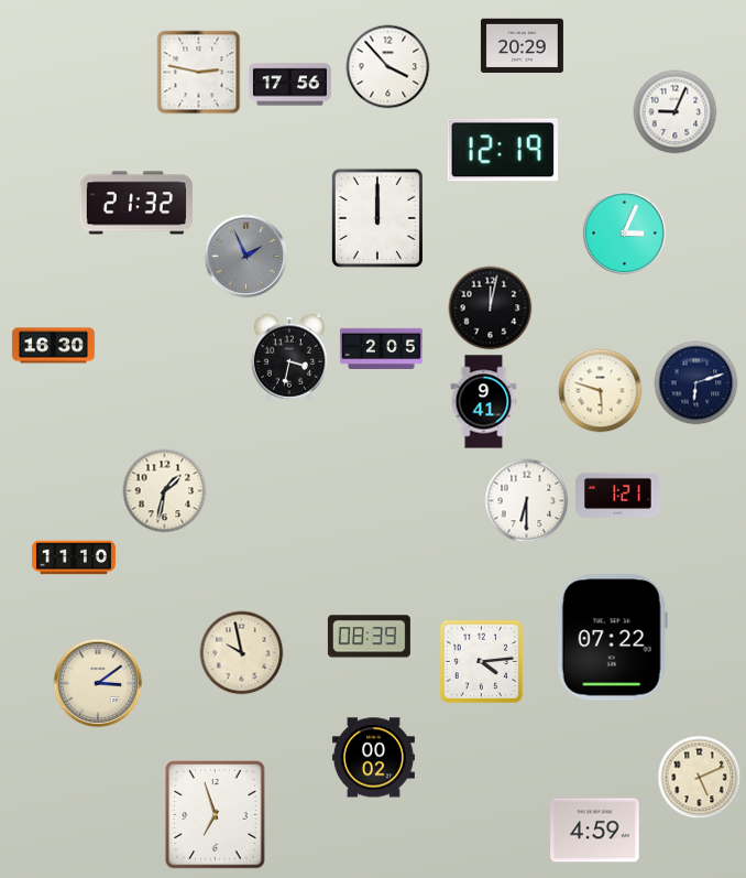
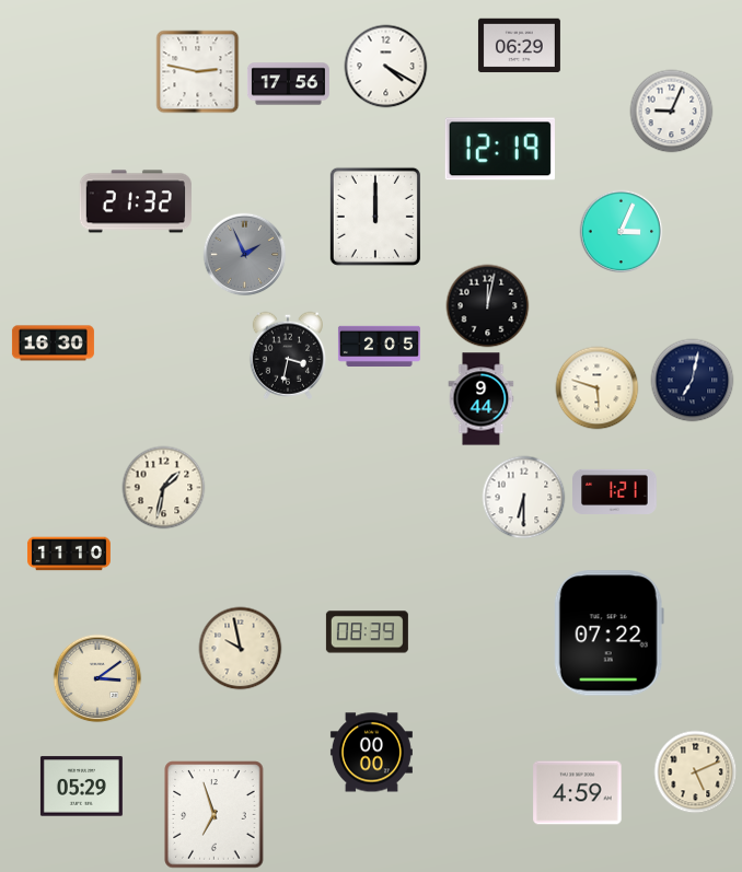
clock at (522, 46): 20:29 -> 06:29
clock at (388, 67): 3:53 -> 4:20
clock at (696, 383): 6:12 -> 7:02
clock at (484, 402): 9:41 -> 9:44
clock at (74, 557) position: (74, 557) -> (69, 554)
clock at (482, 662): 4:14 -> none
clock at (373, 758): 00:02 -> 00:00
clock at (81, 787): none -> 05:29
clock at (216, 815) position: (216, 815) -> (215, 815)
clock at (595, 831) position: (595, 831) -> (578, 793)
